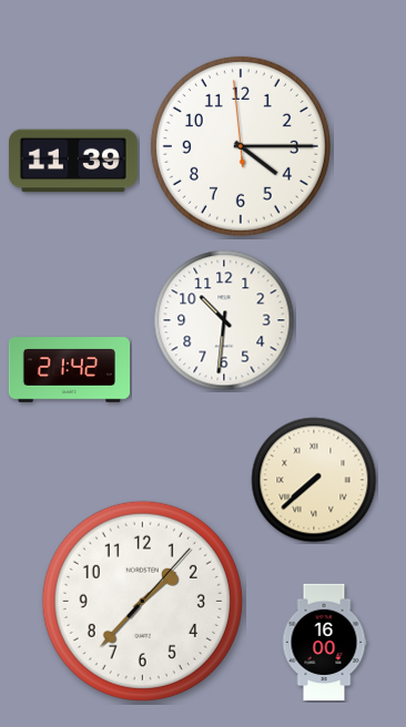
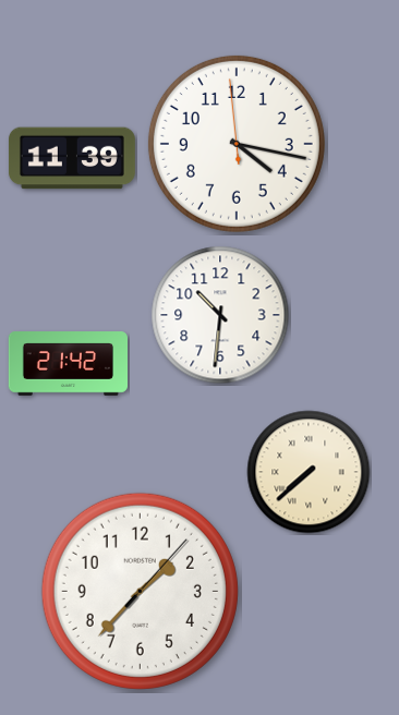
clock at (241, 146): 4:14 -> 4:16
clock at (324, 643): 16:00 -> none
